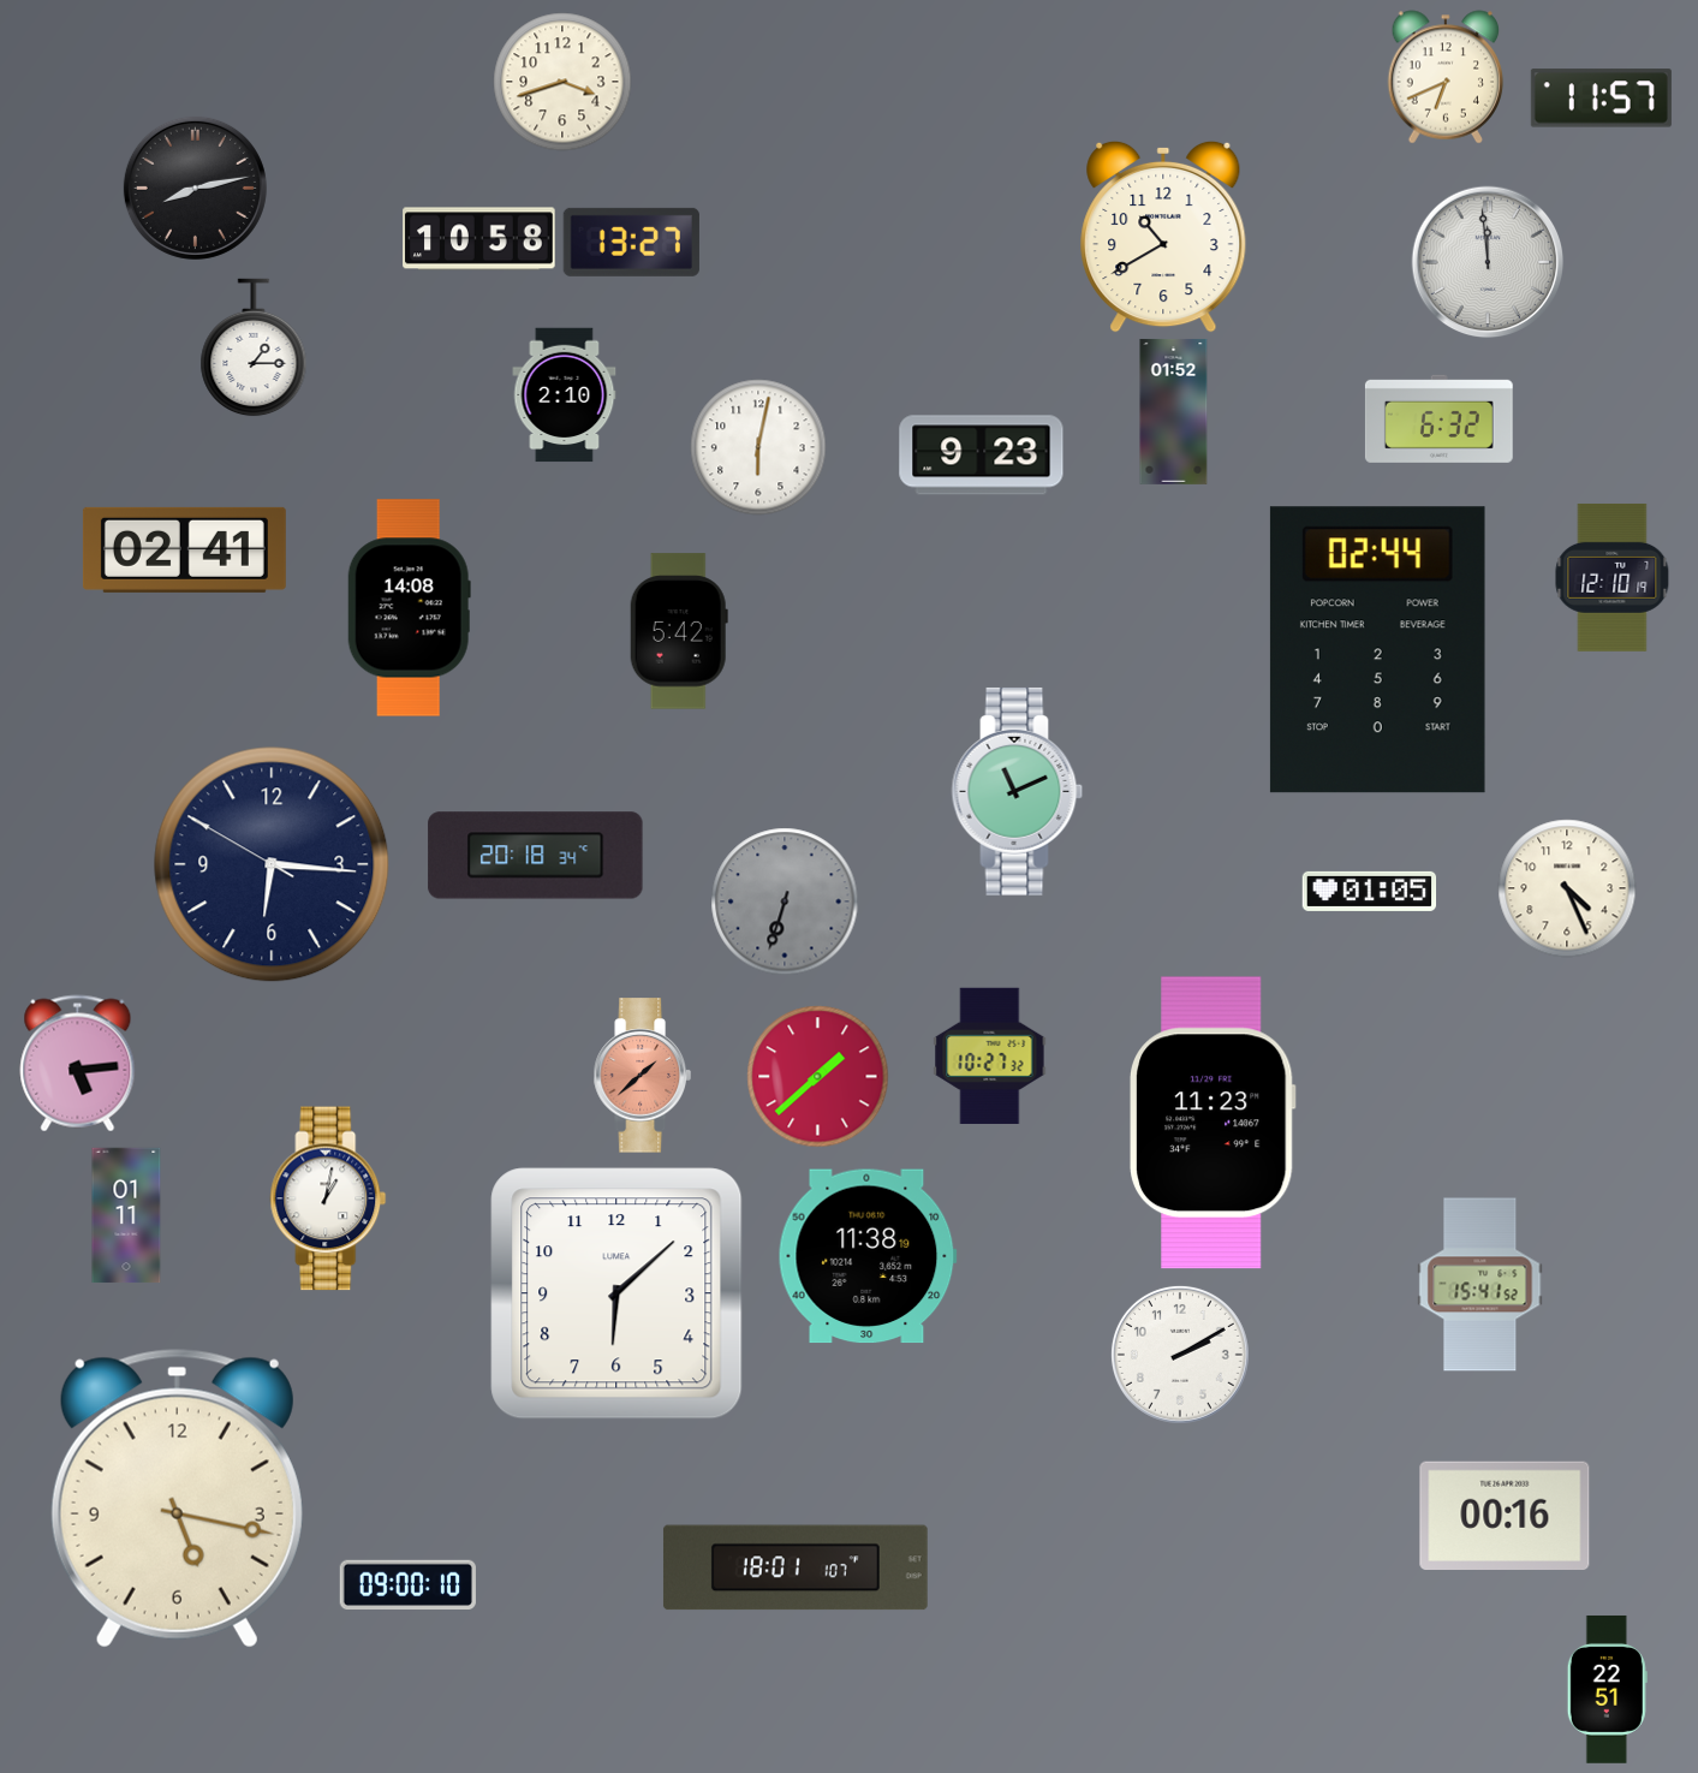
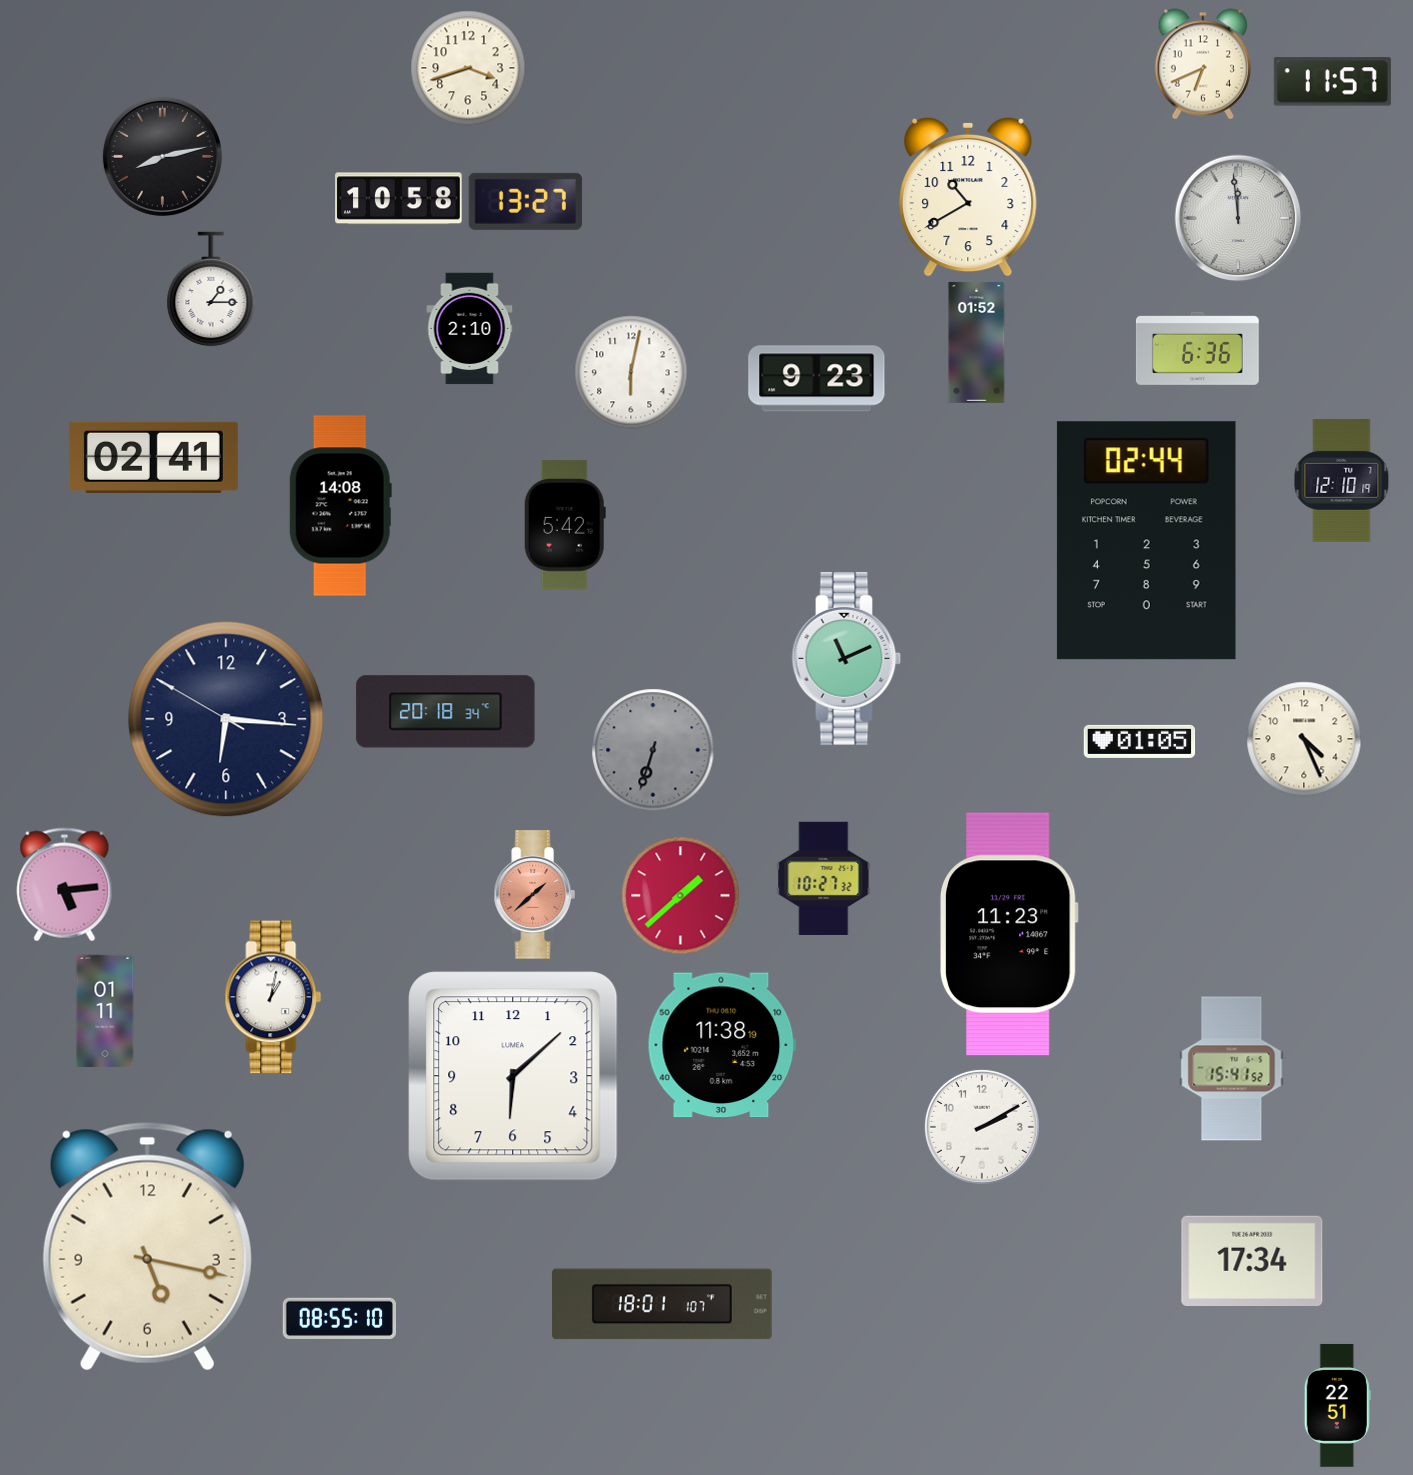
clock at (1438, 418): 6:32 -> 6:36
clock at (1505, 1516): 00:16 -> 17:34
clock at (407, 1584): 09:00 -> 08:55
